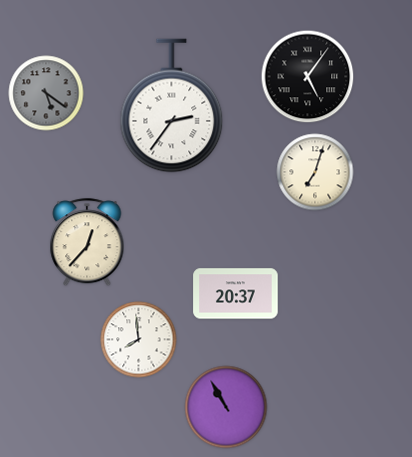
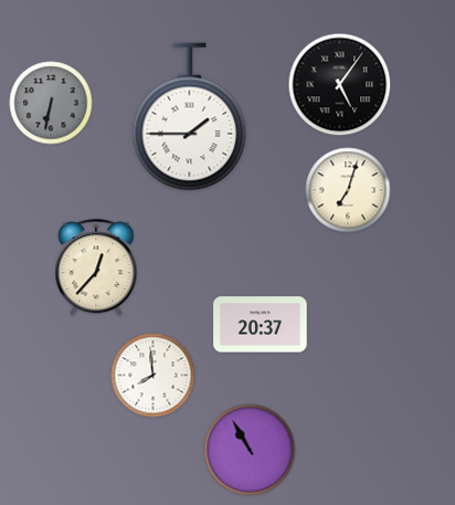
clock at (46, 93): 5:21 -> 6:32
clock at (172, 106): 2:36 -> 1:45
